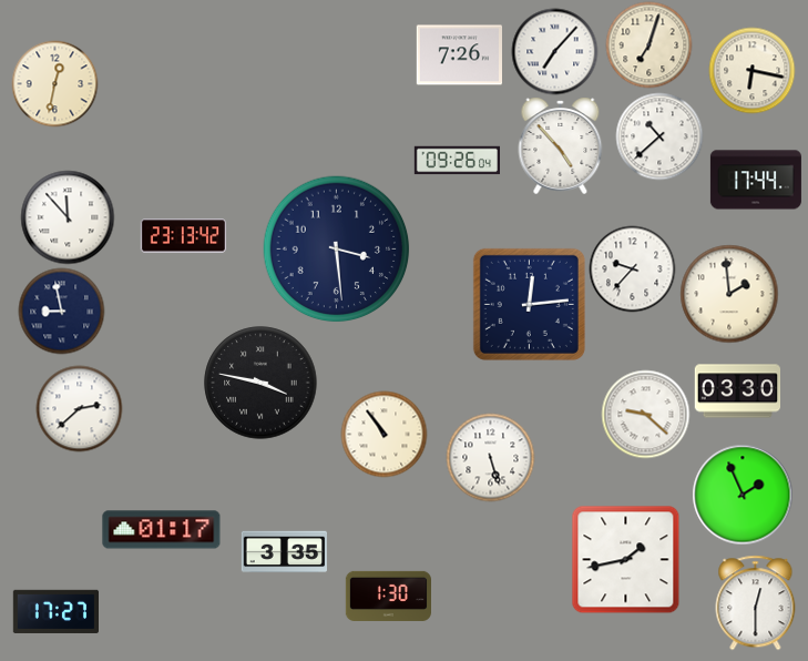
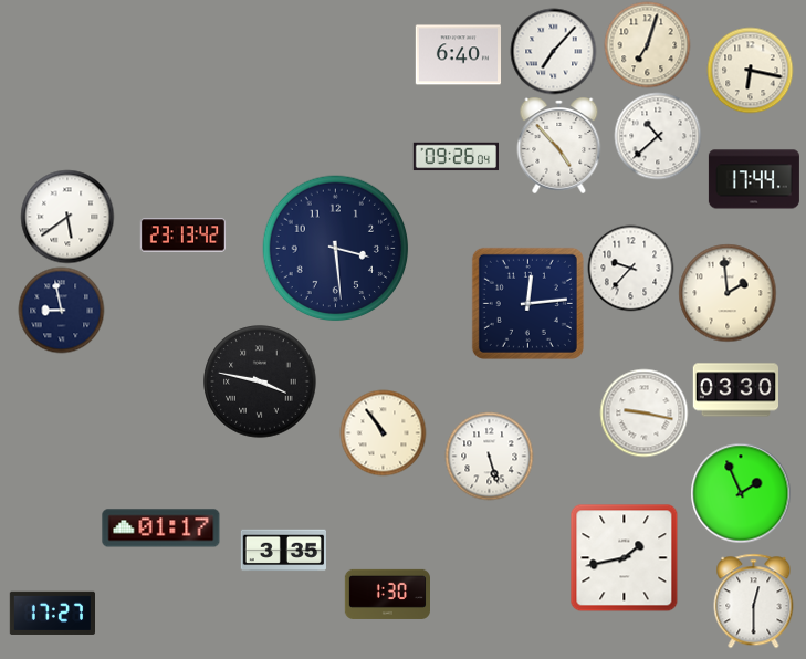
clock at (459, 55): 7:26 -> 6:40
clock at (54, 83): 12:32 -> none
clock at (457, 161) position: (457, 161) -> (456, 157)
clock at (68, 217): 11:53 -> 5:39
clock at (79, 408): 2:38 -> none
clock at (645, 414): 9:22 -> 9:17
clock at (55, 611) position: (55, 611) -> (52, 613)
